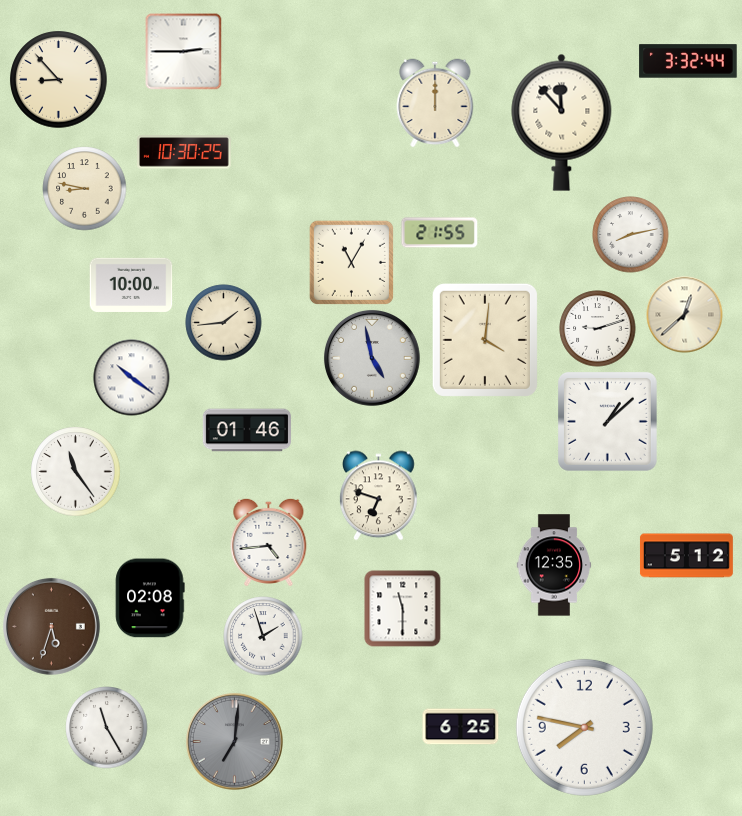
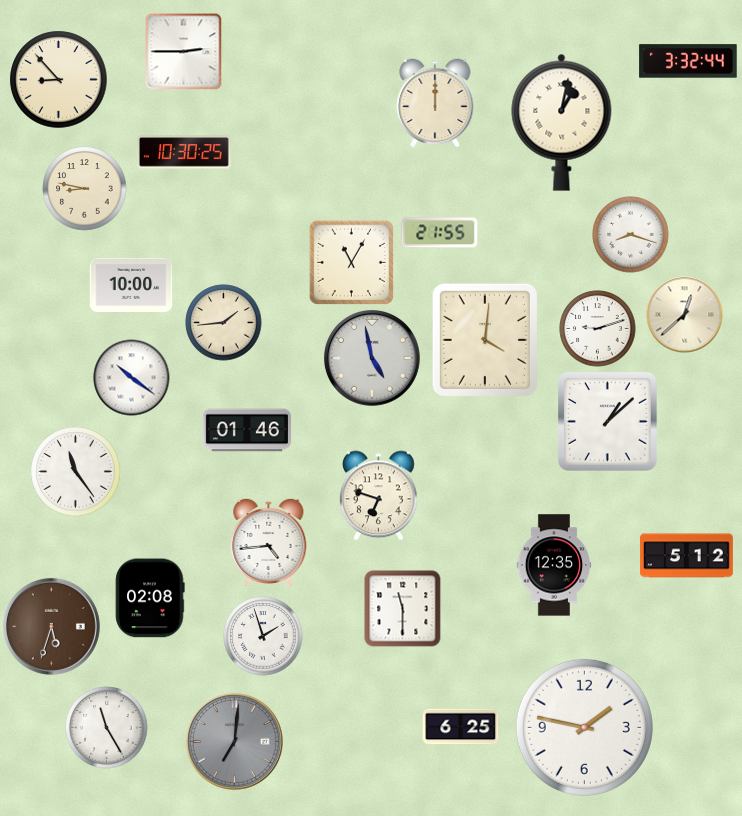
clock at (562, 122): 11:53 -> 1:02
clock at (631, 235): 8:13 -> 8:18
clock at (584, 727): 7:47 -> 1:47
